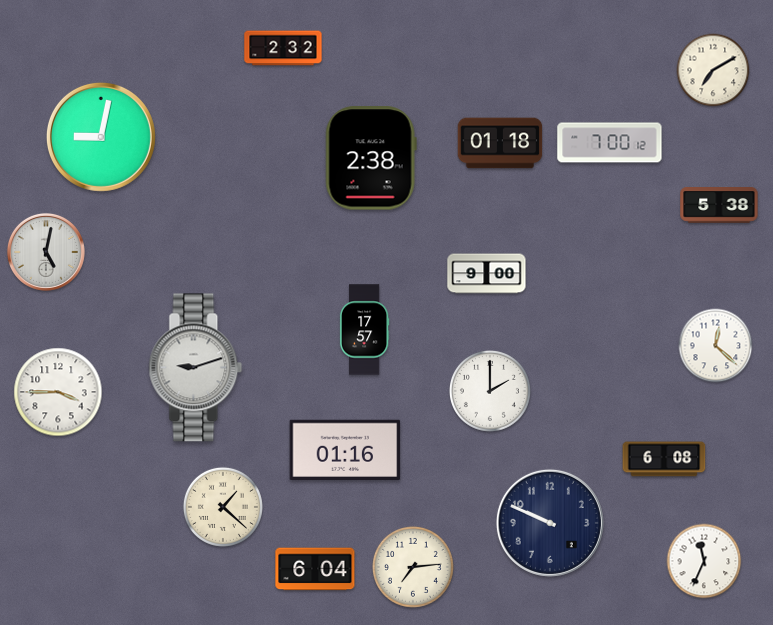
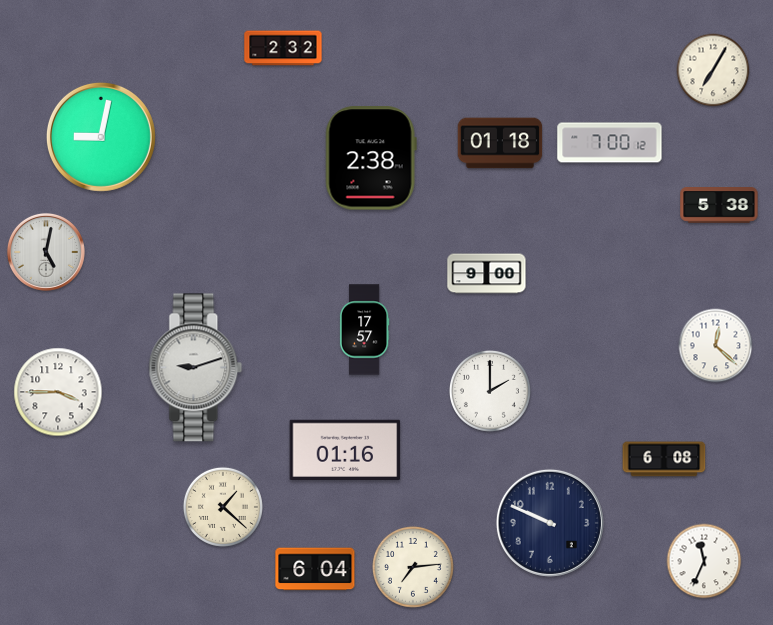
clock at (713, 70): 7:10 -> 7:05
